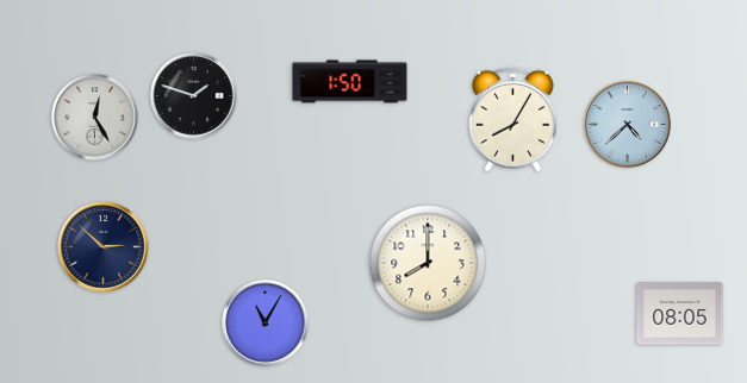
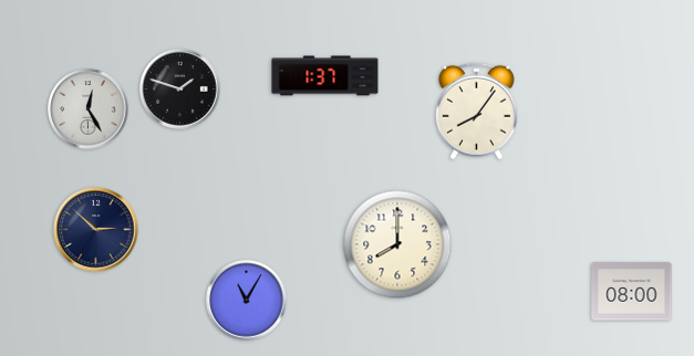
clock at (350, 82): 1:50 -> 1:37
clock at (513, 120): 8:05 -> 8:06
clock at (628, 125): 4:38 -> none
clock at (680, 314): 08:05 -> 08:00
